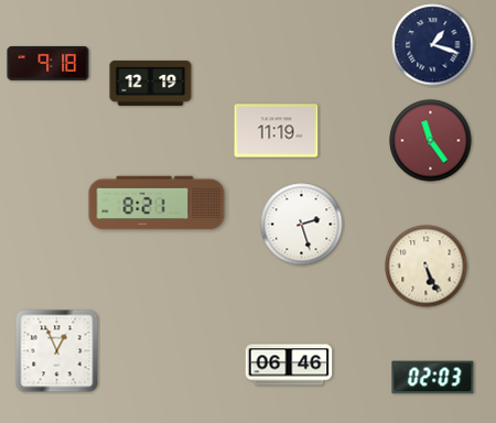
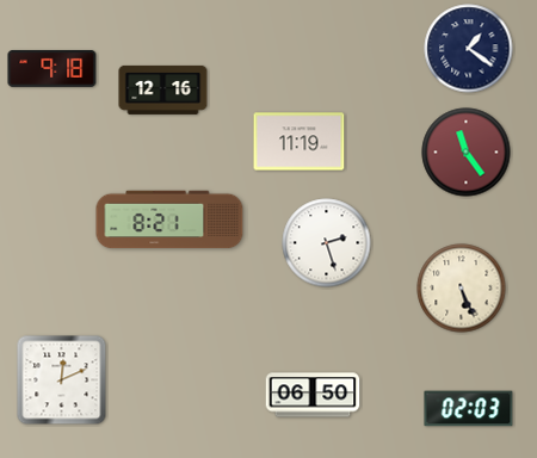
clock at (433, 45): 1:18 -> 1:21
clock at (151, 83): 12:19 -> 12:16
clock at (57, 351): 12:56 -> 12:11
clock at (289, 365): 06:46 -> 06:50
